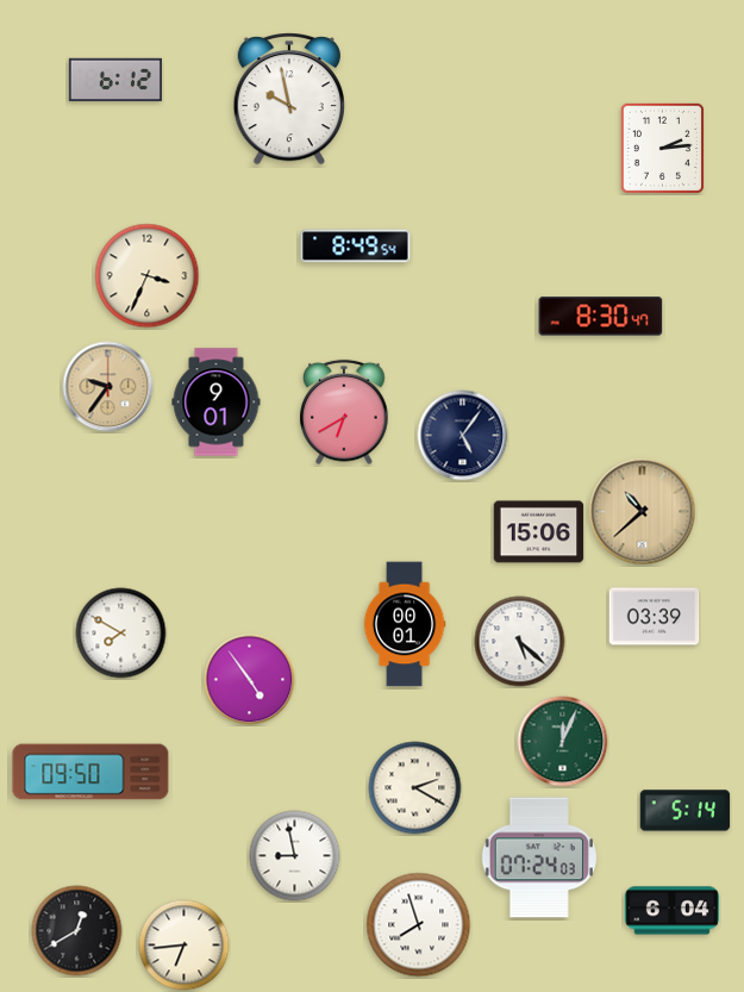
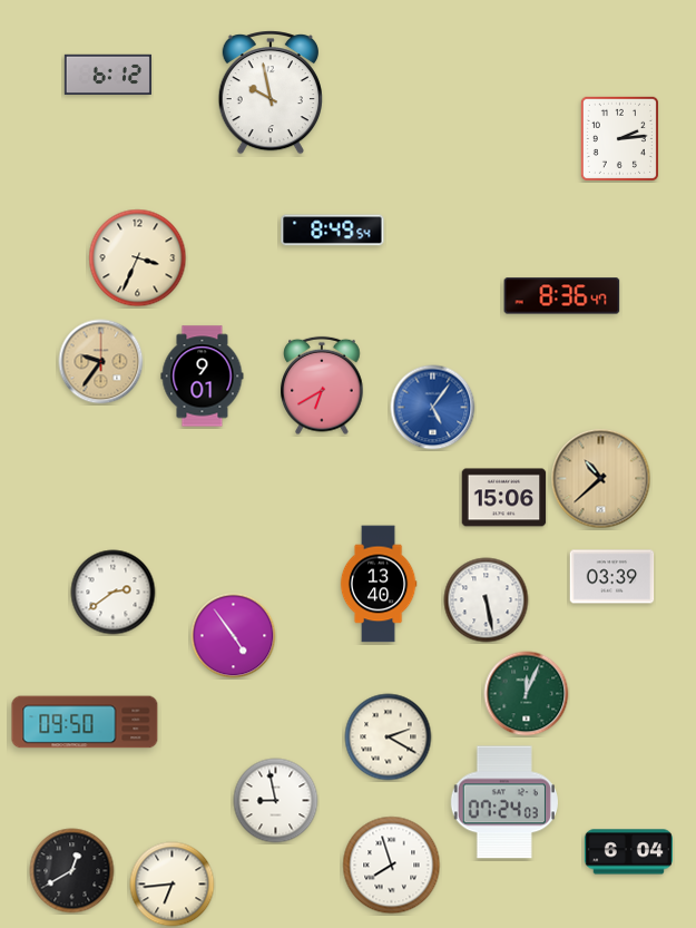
clock at (601, 317): 8:30 -> 8:36
clock at (463, 436) dial: navy -> blue
clock at (405, 624): 00:01 -> 13:40
clock at (121, 634): 7:50 -> 2:39
clock at (520, 642): 5:22 -> 5:28
clock at (686, 811): 5:14 -> none
